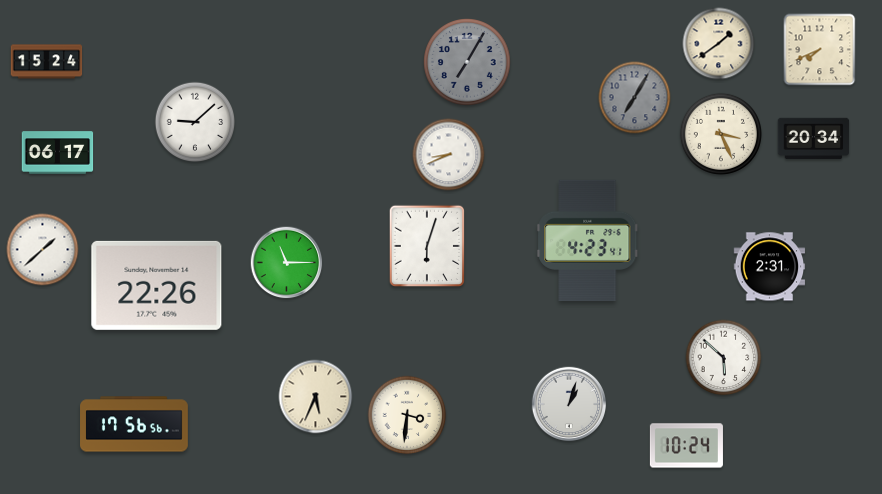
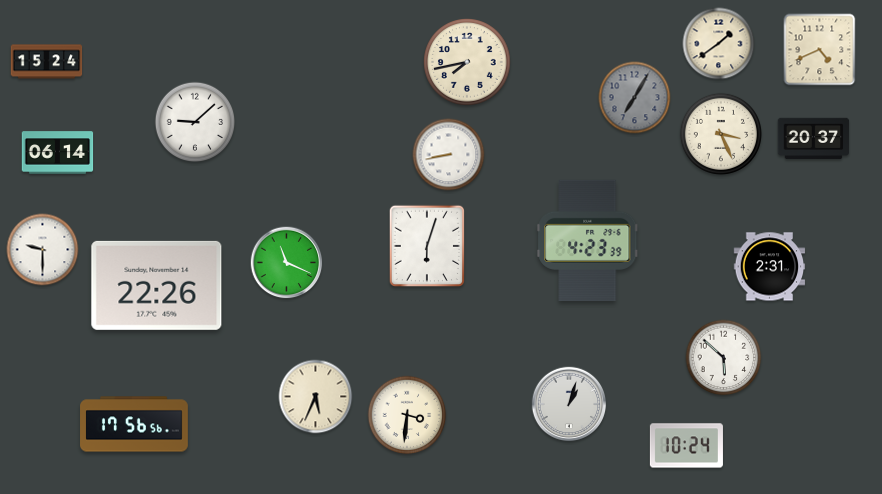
clock at (820, 50): 7:41 -> 4:41
clock at (468, 63): 7:05 -> 7:43
clock at (468, 63) dial: grey -> cream
clock at (814, 138): 20:34 -> 20:37
clock at (58, 153): 06:17 -> 06:14
clock at (449, 155): 8:41 -> 8:43
clock at (588, 240): 4:23:41 -> 4:23:39
clock at (43, 250): 1:38 -> 9:30
clock at (287, 263): 11:15 -> 11:19
